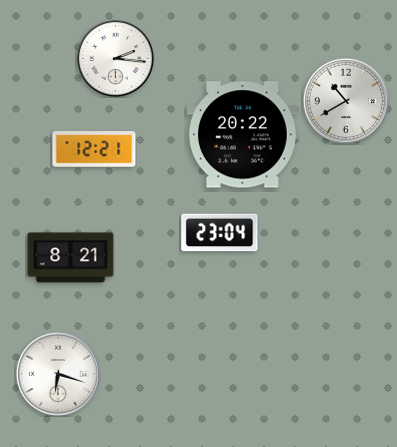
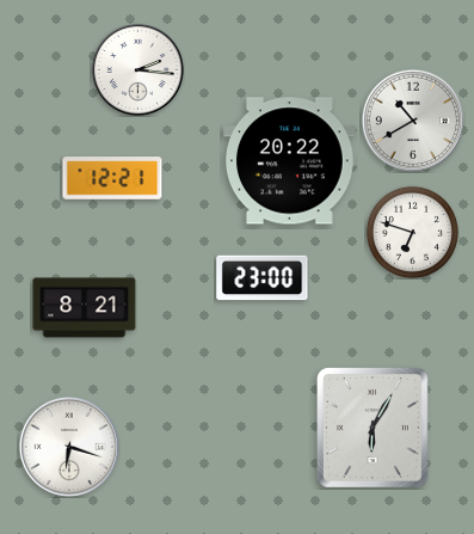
clock at (412, 232): none -> 6:48
clock at (220, 233): 23:04 -> 23:00
clock at (373, 428): none -> 6:05
